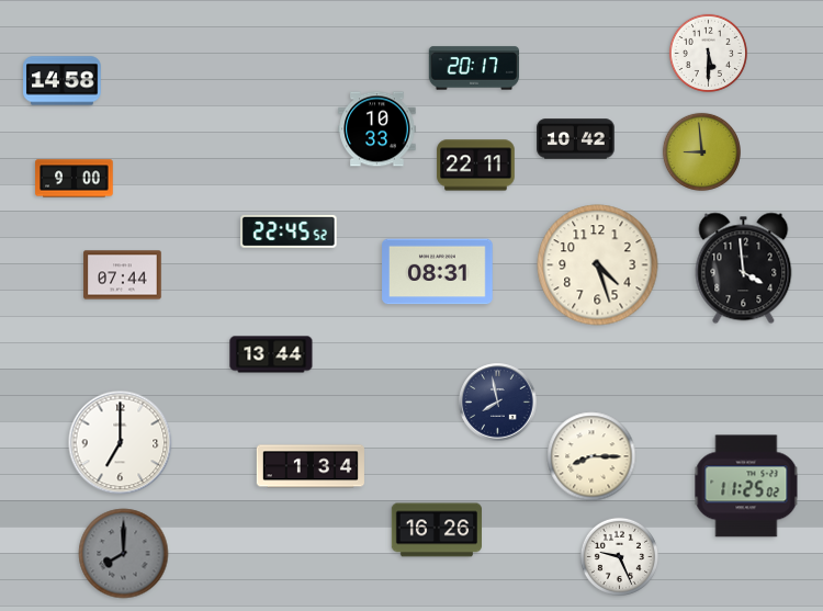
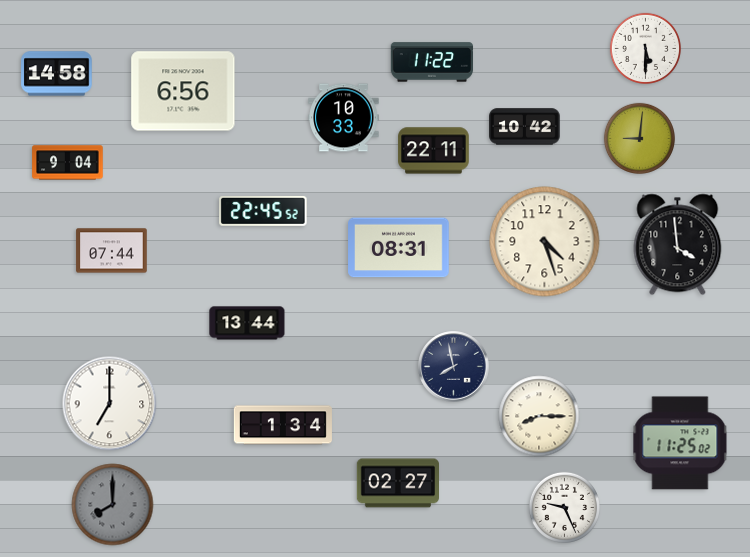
clock at (473, 68): 20:17 -> 11:22
clock at (183, 91): none -> 6:56
clock at (701, 151): 8:59 -> 9:01
clock at (75, 179): 9:00 -> 9:04
clock at (436, 530): 16:26 -> 02:27
